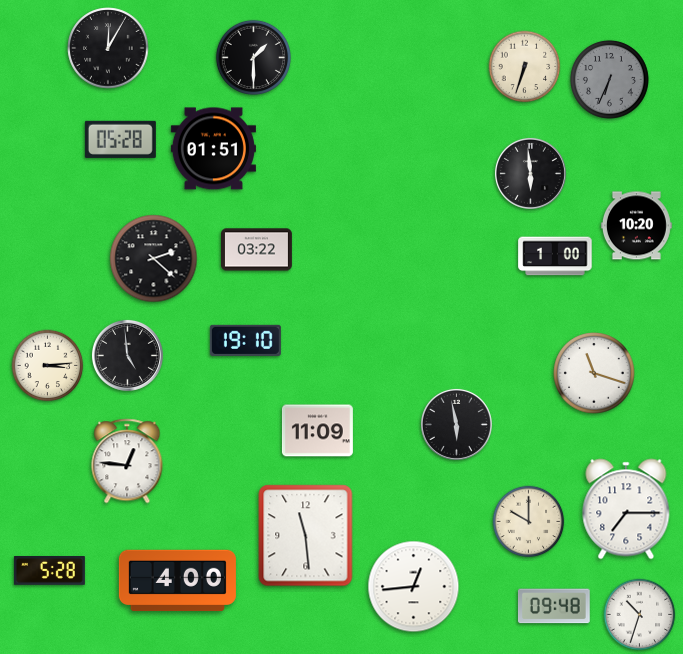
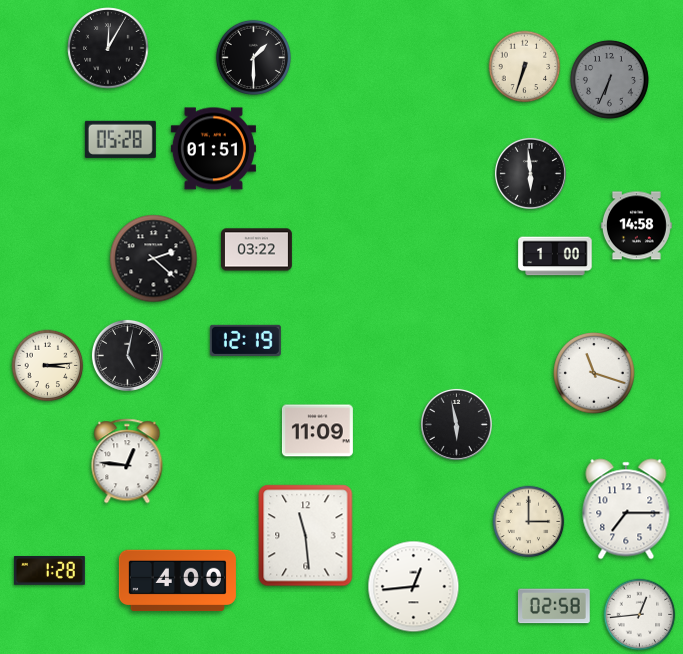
clock at (636, 226): 10:20 -> 14:58
clock at (245, 340): 19:10 -> 12:19
clock at (127, 355): 4:59 -> 5:02
clock at (529, 522): 10:00 -> 3:00
clock at (49, 571): 5:28 -> 1:28
clock at (554, 606): 09:48 -> 02:58
clock at (640, 615): 10:33 -> 12:44
